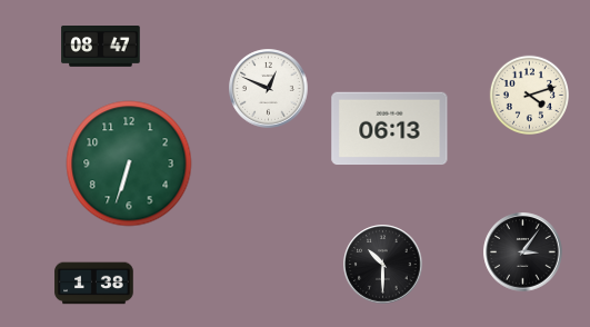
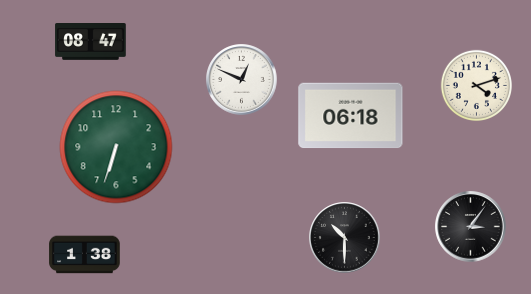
clock at (390, 129): 06:13 -> 06:18
